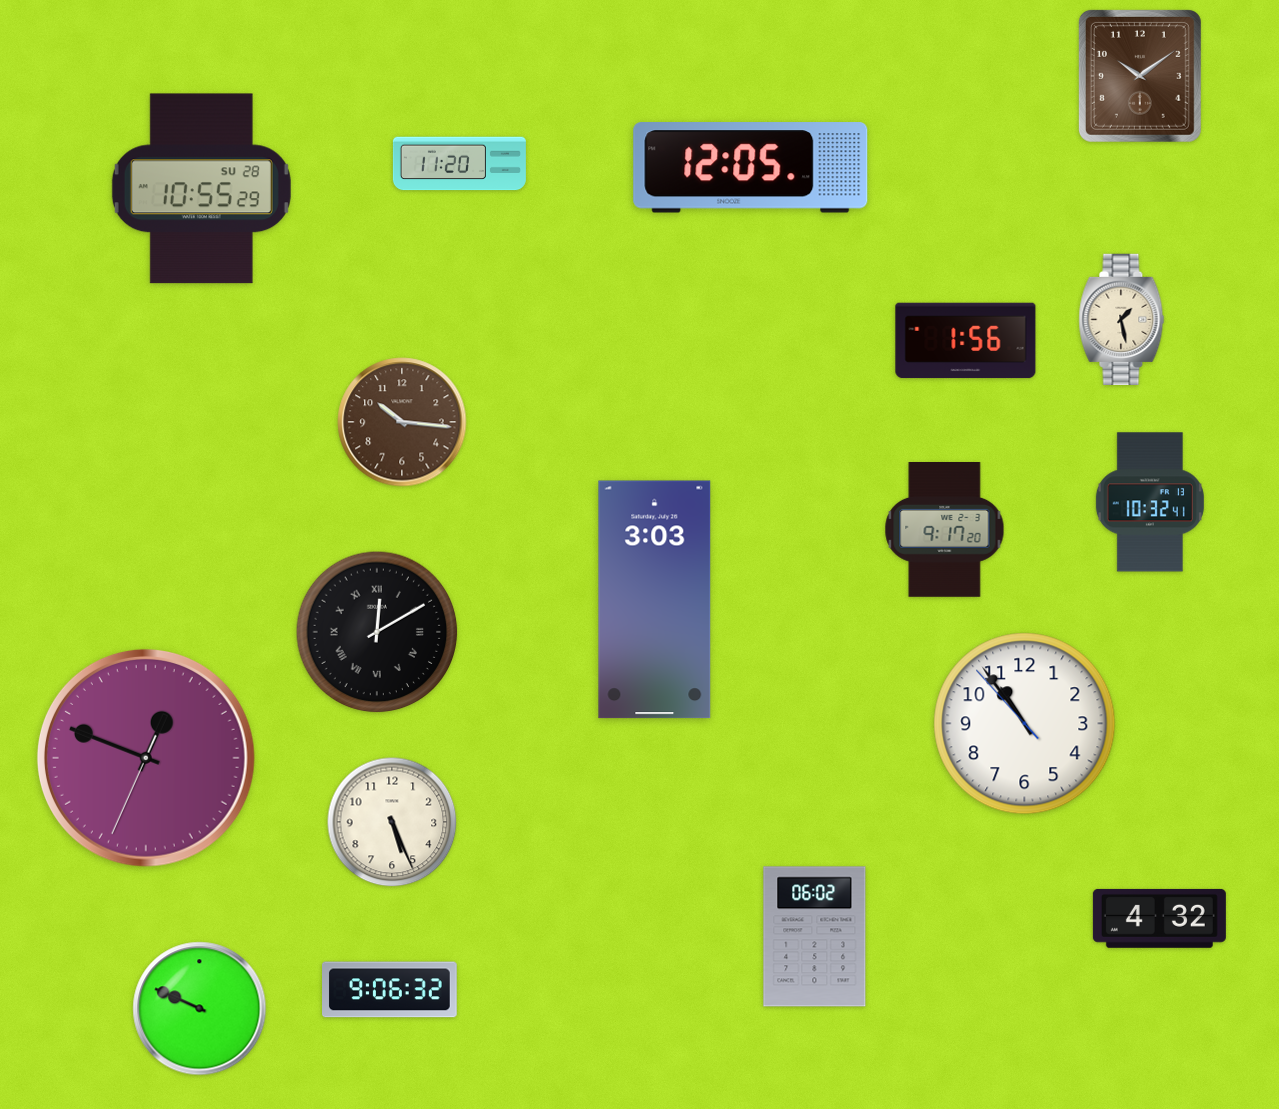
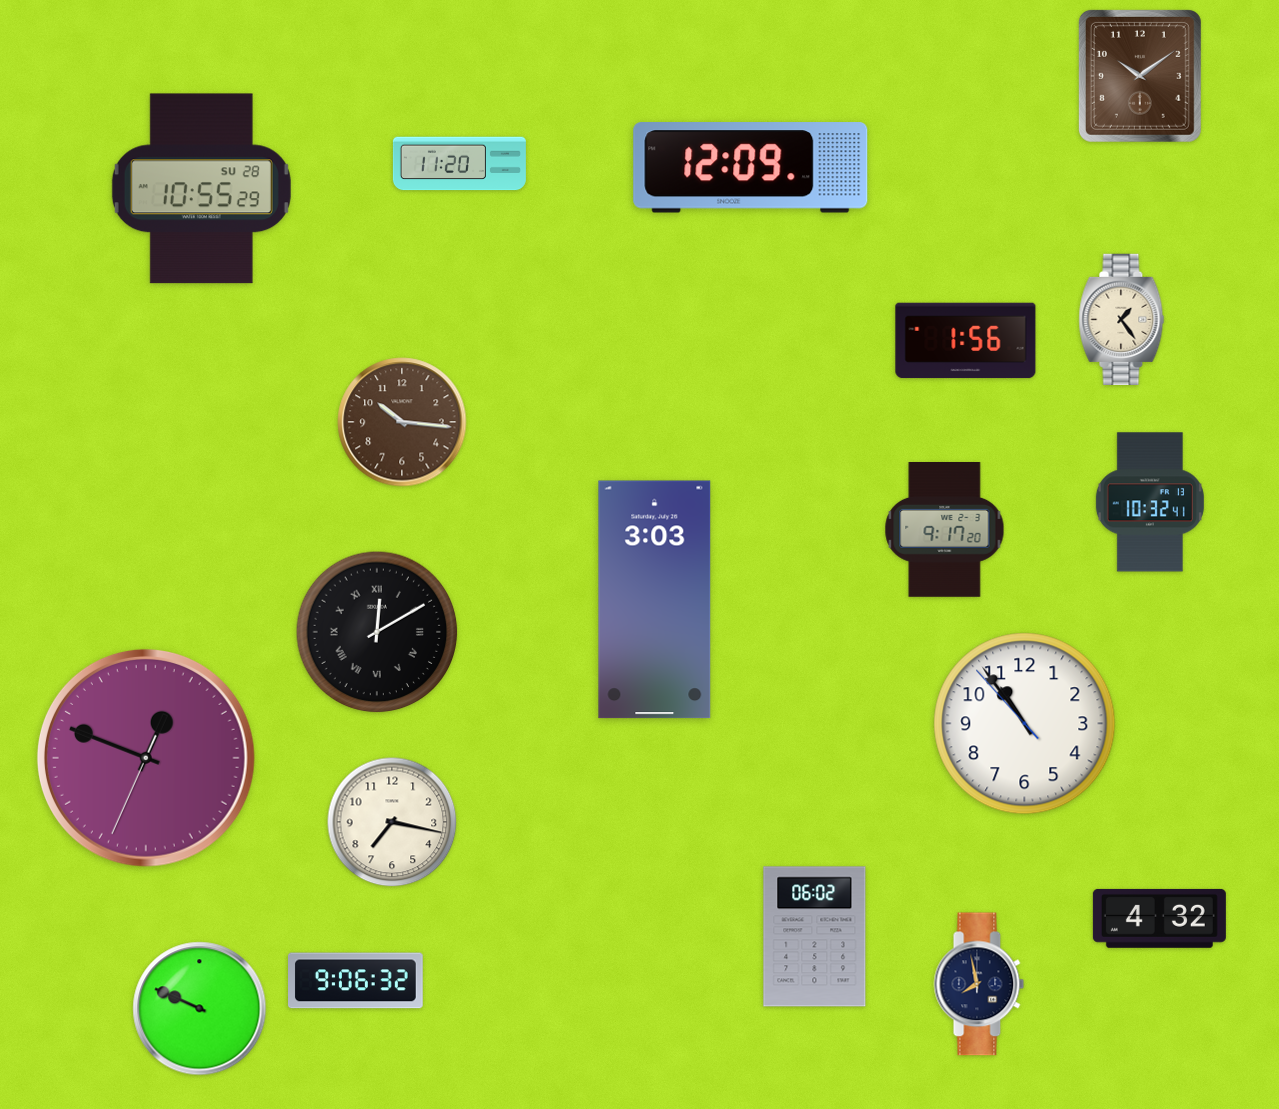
clock at (751, 168): 12:05 -> 12:09
clock at (1122, 319): 1:28 -> 1:24
clock at (392, 822): 5:26 -> 7:17
clock at (979, 984): none -> 7:58
clock at (390, 990) position: (390, 990) -> (356, 981)
